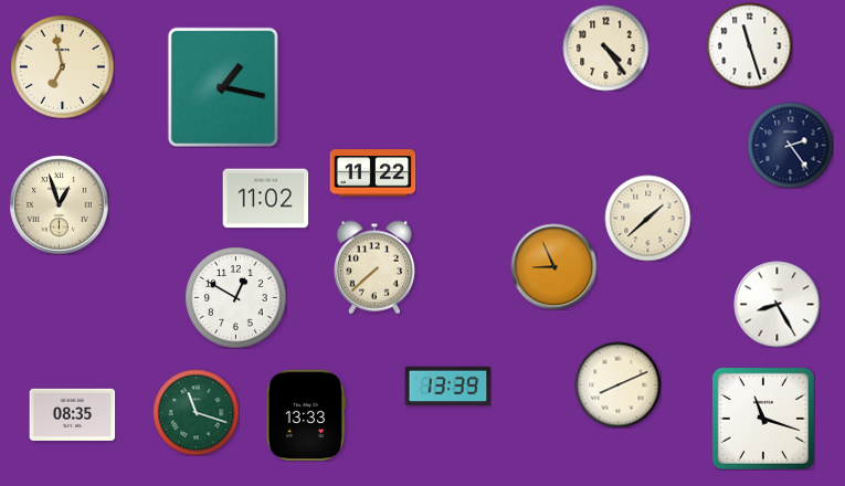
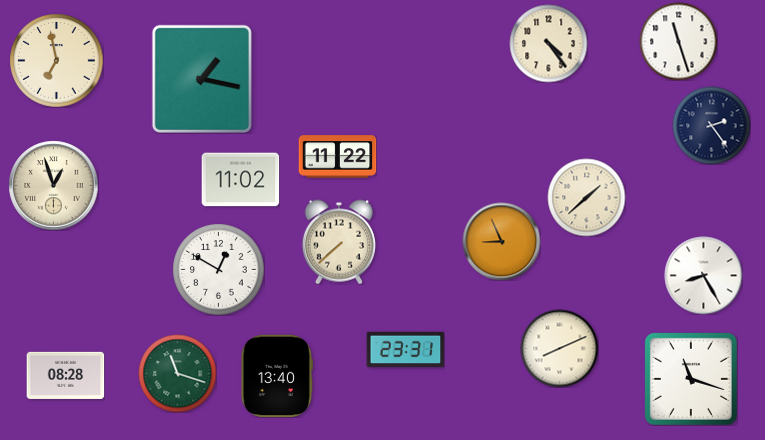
clock at (790, 145) position: (790, 145) -> (711, 125)
clock at (235, 297) position: (235, 297) -> (218, 269)
clock at (447, 387): 13:39 -> 23:31
clock at (72, 414): 08:35 -> 08:28
clock at (306, 415): 13:33 -> 13:40
